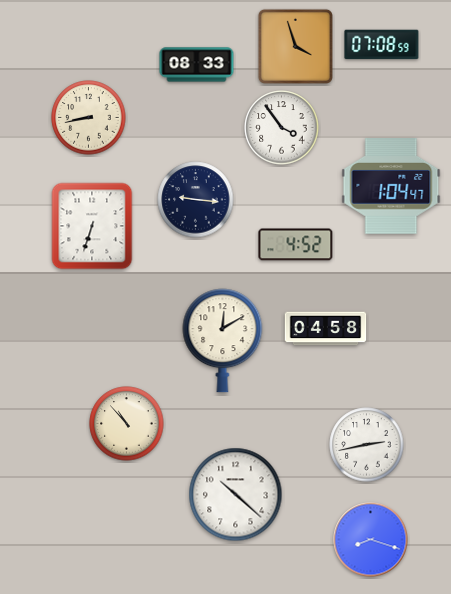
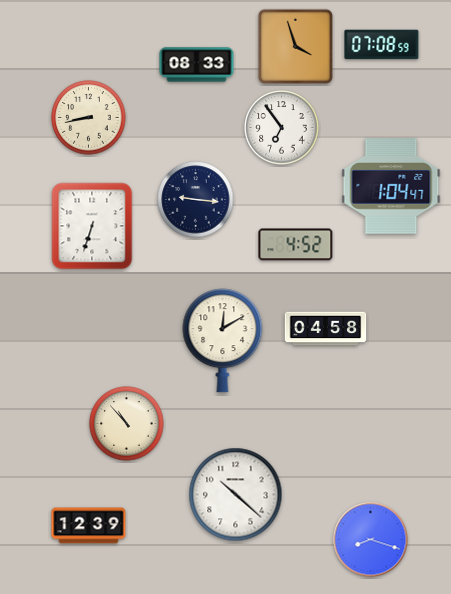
clock at (282, 128): 3:54 -> 6:54
clock at (367, 445): 2:43 -> none
clock at (89, 526): none -> 12:39
